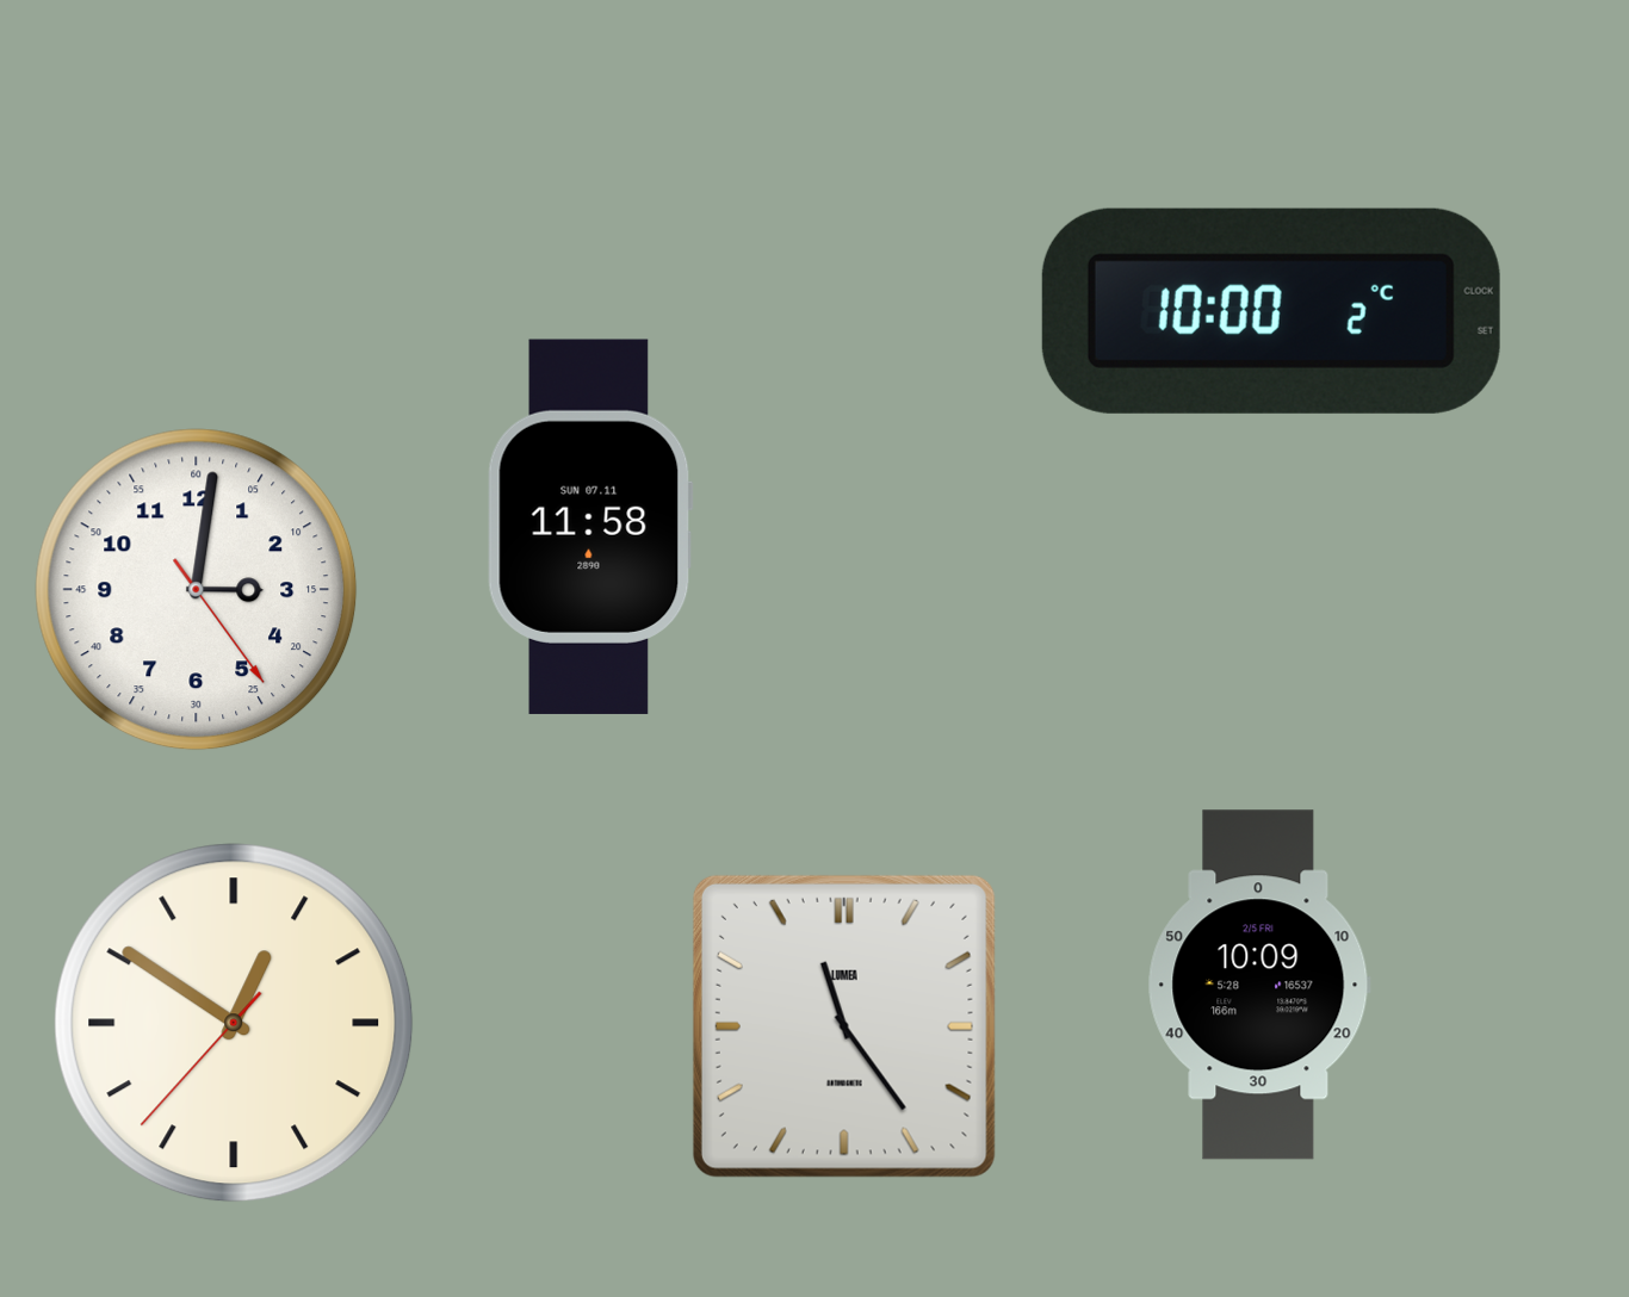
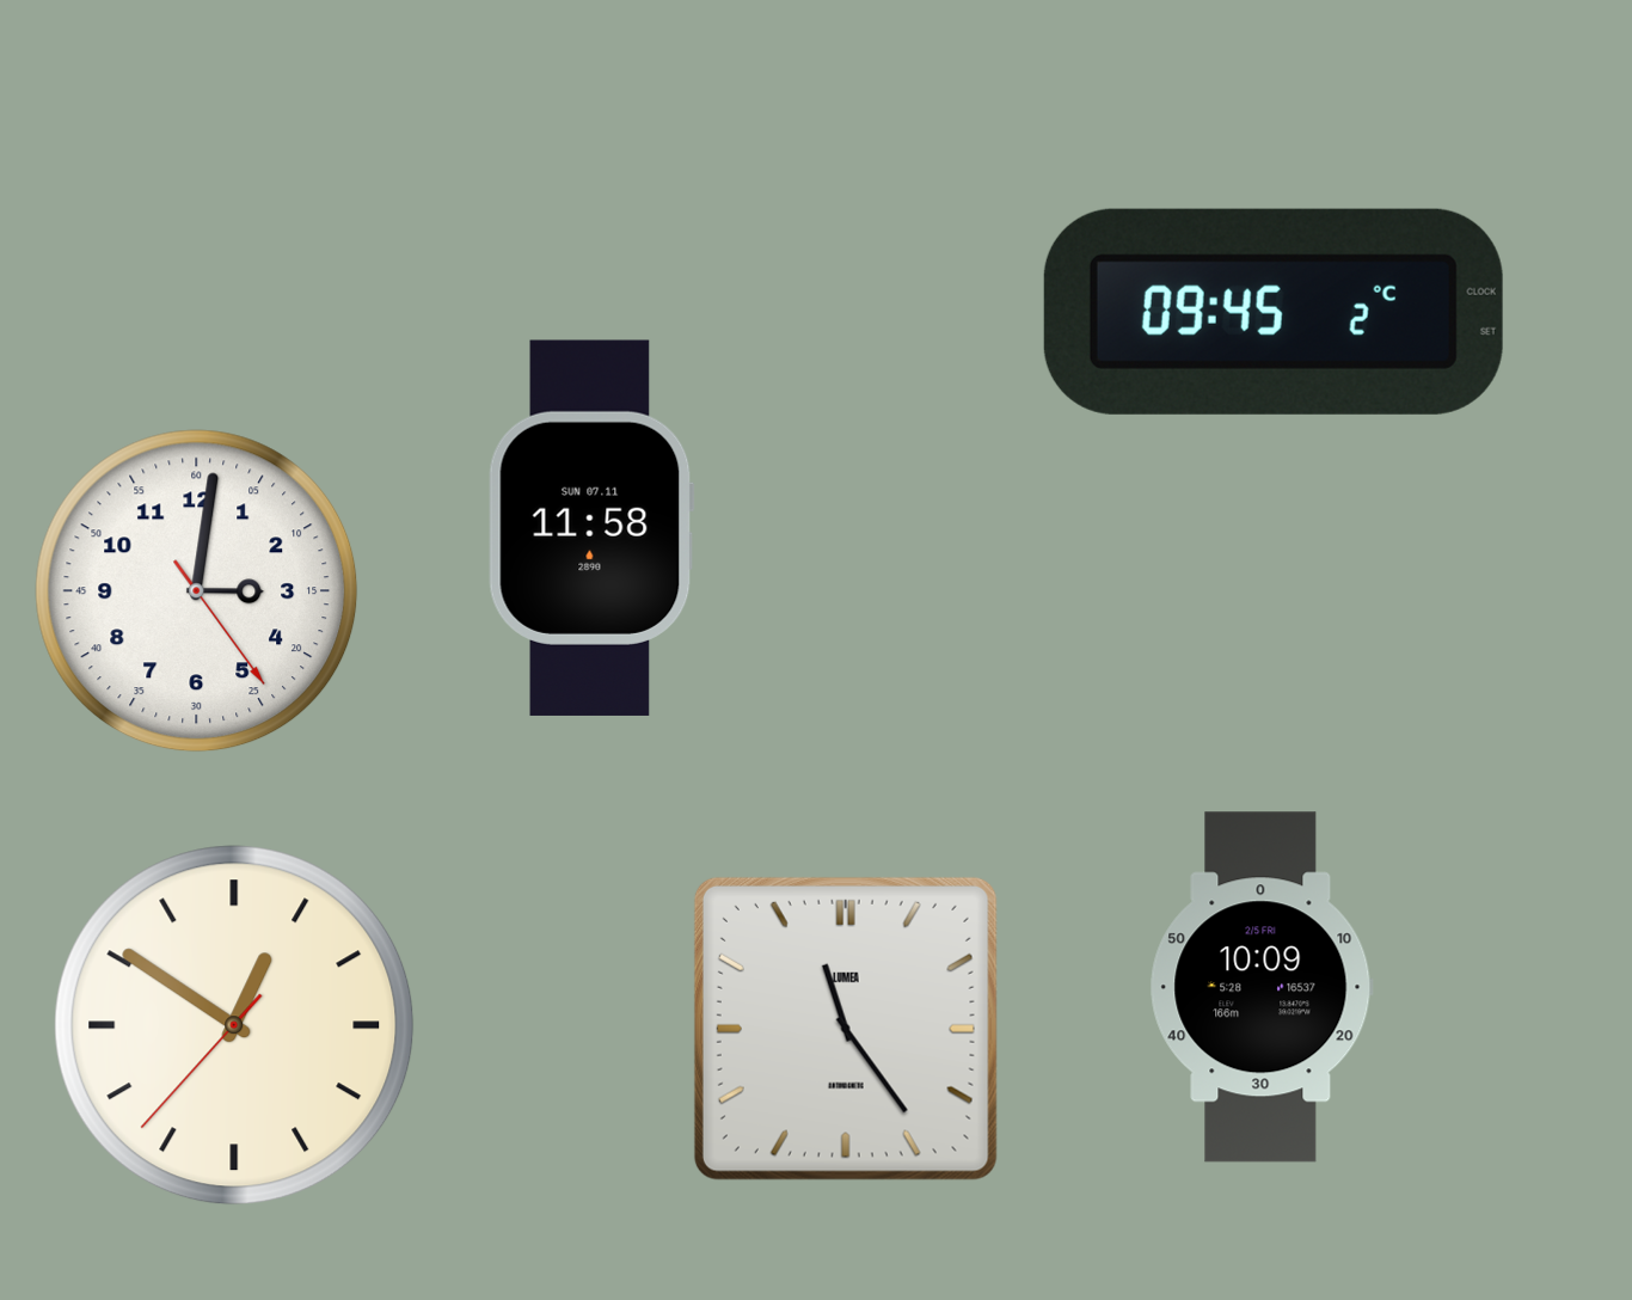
clock at (1271, 311): 10:00 -> 09:45
